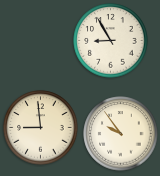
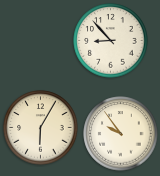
clock at (111, 41): 8:55 -> 8:53
clock at (41, 128): 8:59 -> 6:05
